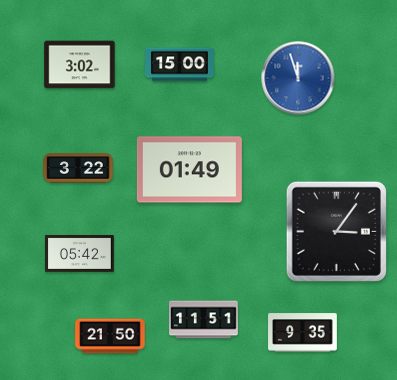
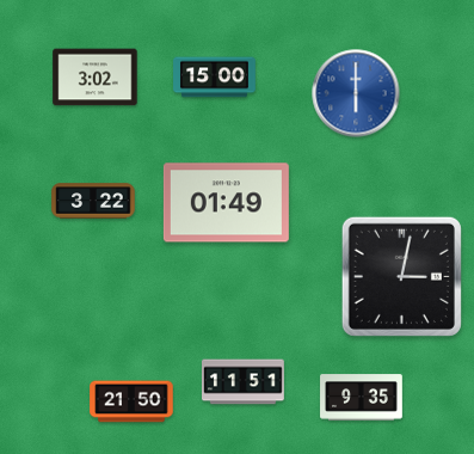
clock at (298, 78): 11:57 -> 6:00
clock at (336, 231): 3:06 -> 3:02
clock at (80, 253): 05:42 -> none
